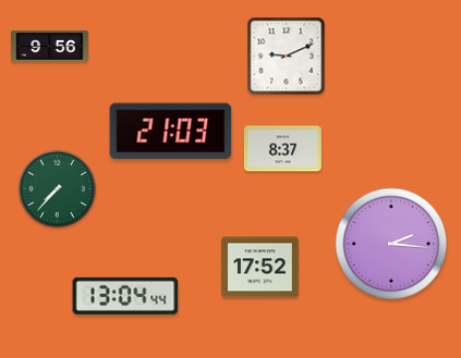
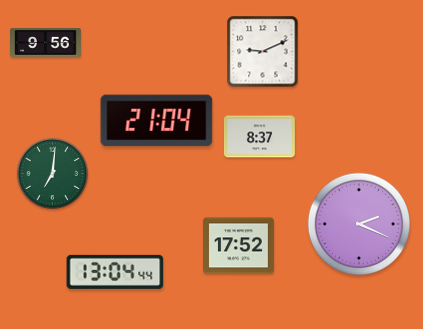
clock at (171, 132): 21:03 -> 21:04
clock at (58, 189): 7:37 -> 7:01
clock at (390, 243): 2:16 -> 2:19
